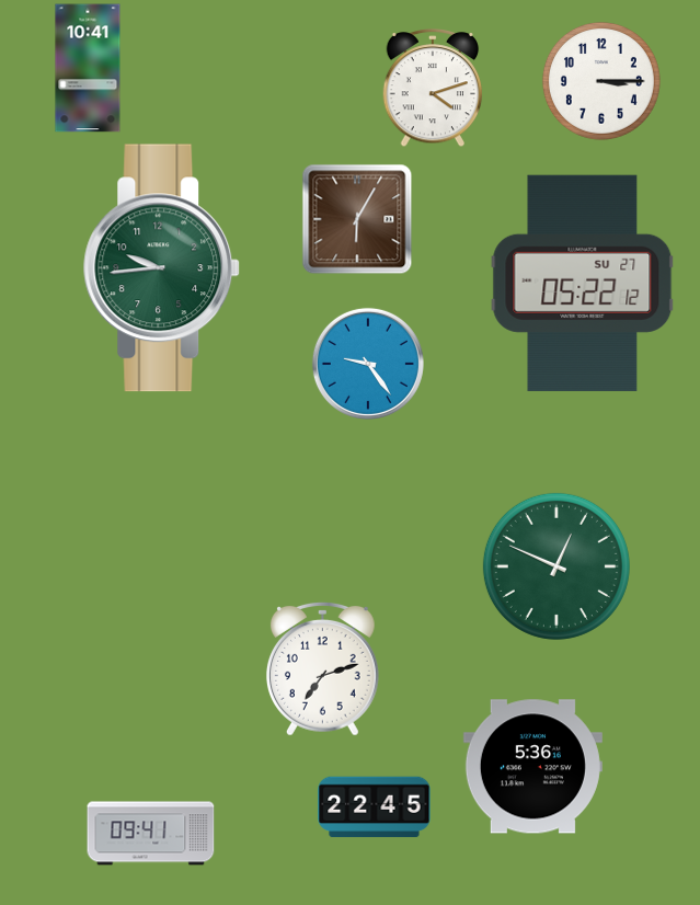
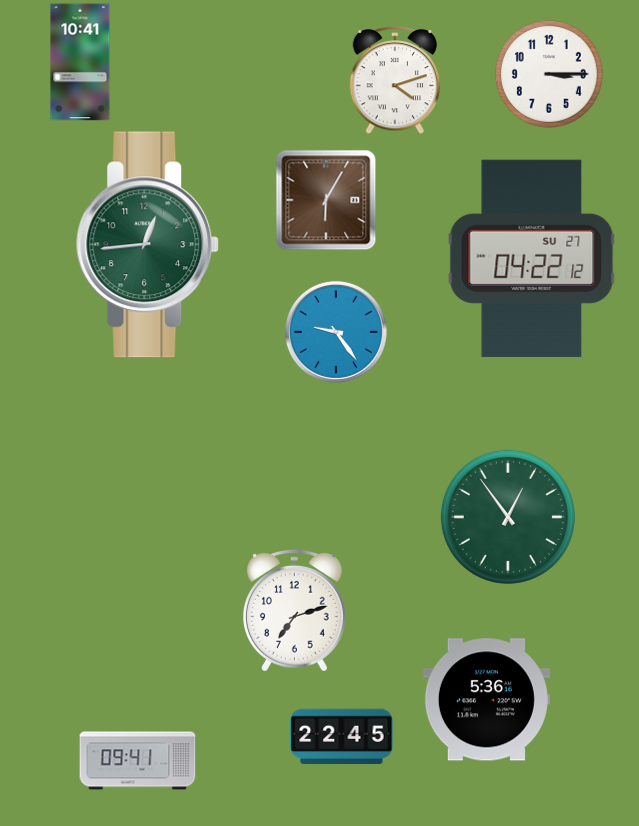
clock at (162, 268): 9:44 -> 12:44
clock at (583, 283): 05:22 -> 04:22
clock at (556, 566): 12:49 -> 12:54
